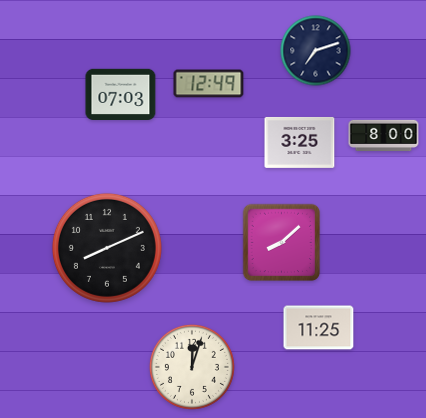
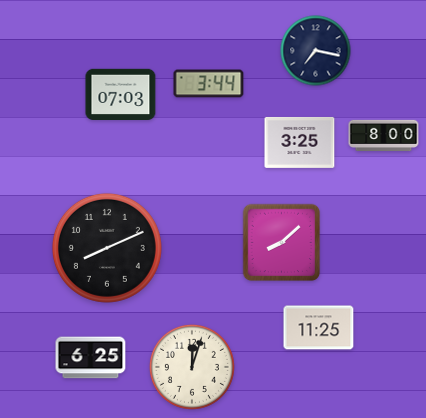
clock at (316, 51): 7:12 -> 7:17
clock at (209, 84): 12:49 -> 3:44
clock at (91, 358): none -> 6:25
